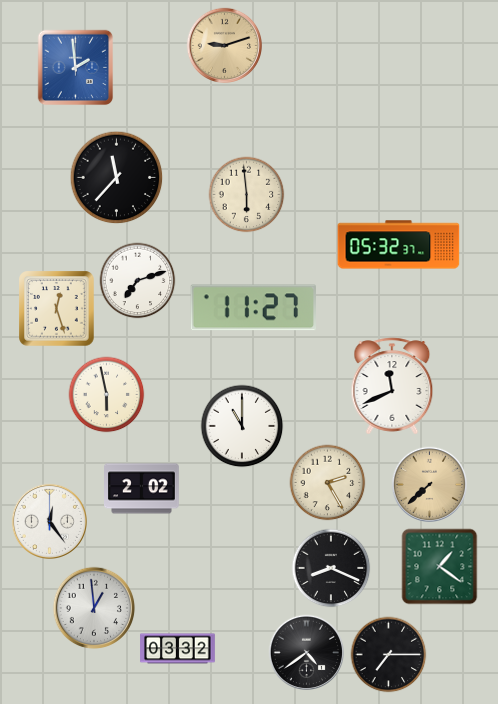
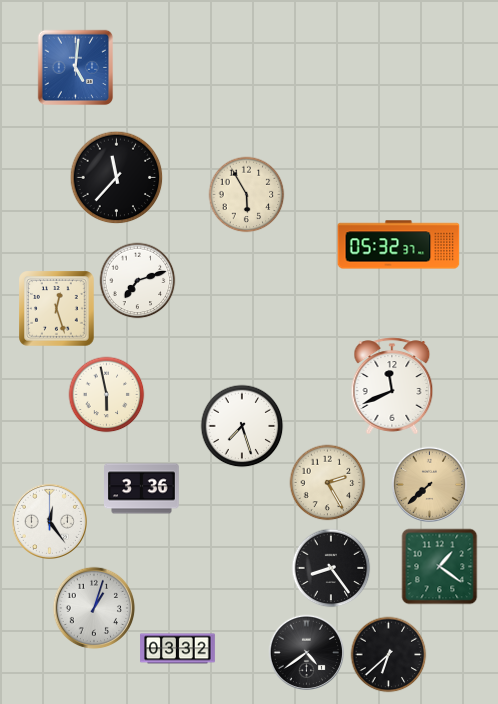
clock at (224, 45): 9:12 -> none
clock at (76, 68): 1:59 -> 5:01
clock at (247, 195): 5:59 -> 5:55
clock at (253, 308): 11:27 -> none
clock at (242, 426): 11:00 -> 7:27
clock at (142, 489): 2:02 -> 3:36
clock at (331, 568): 8:19 -> 8:24
clock at (94, 608): 12:59 -> 1:03
clock at (389, 655): 7:15 -> 6:38
